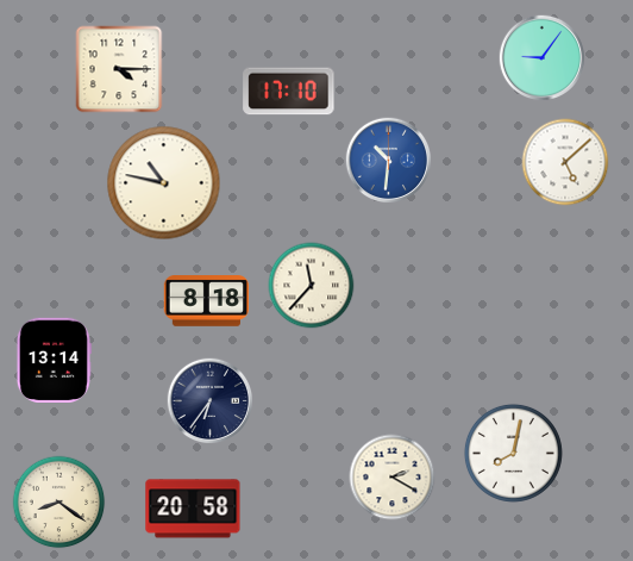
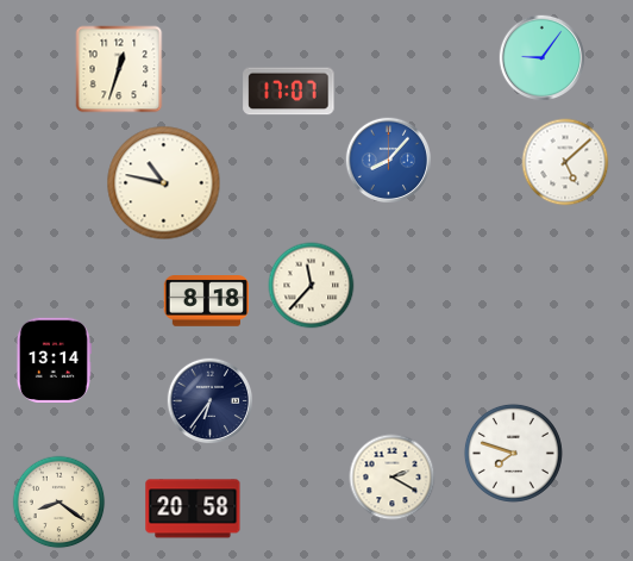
clock at (119, 69): 4:15 -> 12:33
clock at (289, 92): 17:10 -> 17:07
clock at (389, 161): 10:31 -> 8:07
clock at (513, 453): 8:02 -> 7:48
